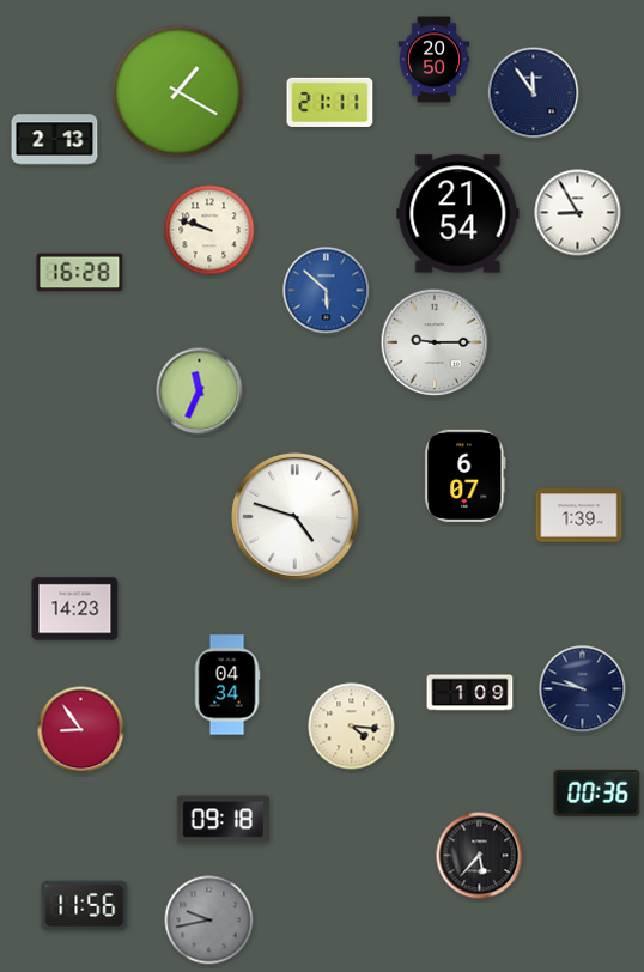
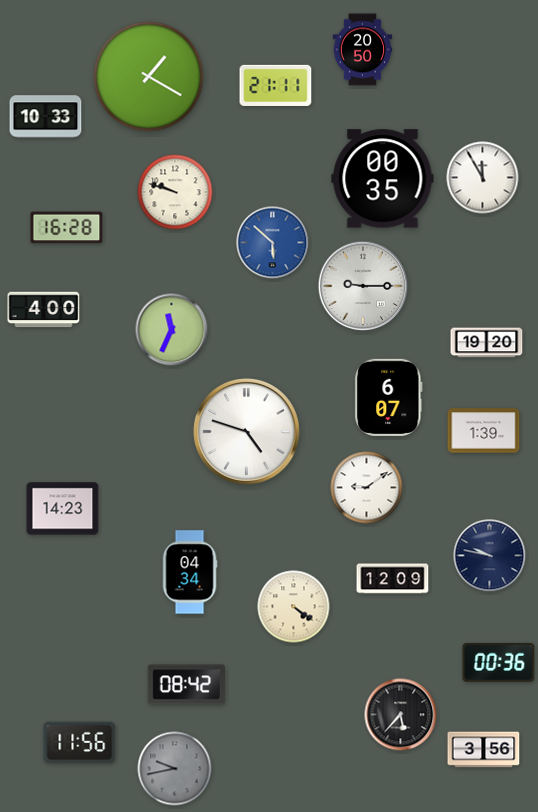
clock at (534, 93): 11:54 -> none
clock at (55, 140): 2:13 -> 10:33
clock at (578, 213): 8:55 -> 11:55
clock at (458, 214): 21:54 -> 00:35
clock at (44, 310): none -> 4:00
clock at (200, 391) position: (200, 391) -> (172, 330)
clock at (487, 343): none -> 19:20
clock at (367, 488): none -> 9:09
clock at (583, 689) position: (583, 689) -> (490, 556)
clock at (470, 693): 1:09 -> 12:09
clock at (352, 727): 4:16 -> 4:21
clock at (81, 730): 8:54 -> none
clock at (223, 820): 09:18 -> 08:42
clock at (484, 750): none -> 3:56
clock at (85, 906) position: (85, 906) -> (80, 743)
